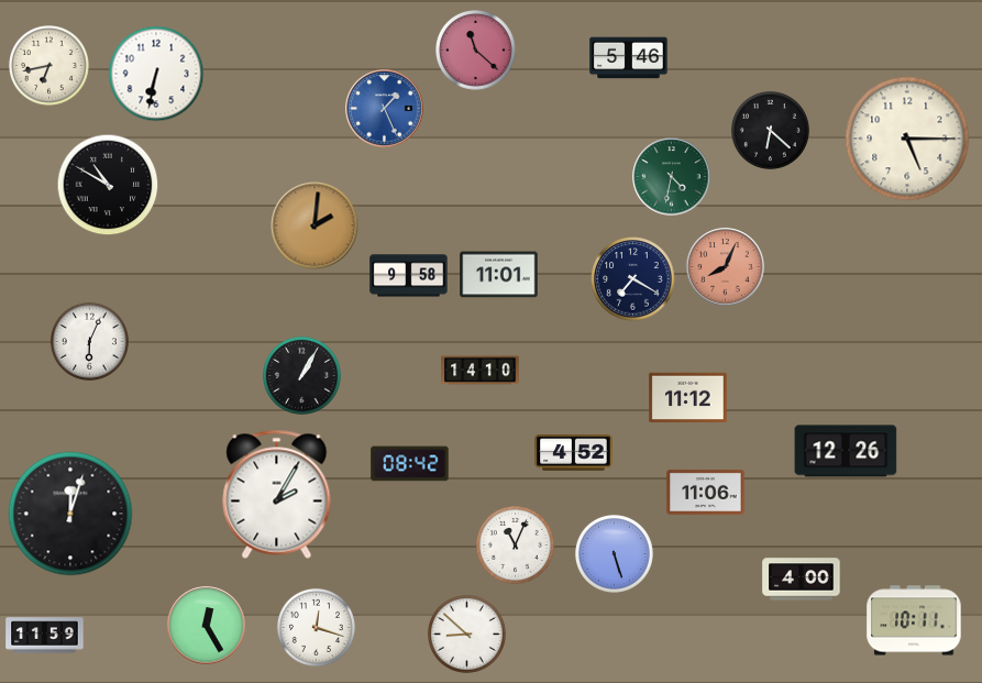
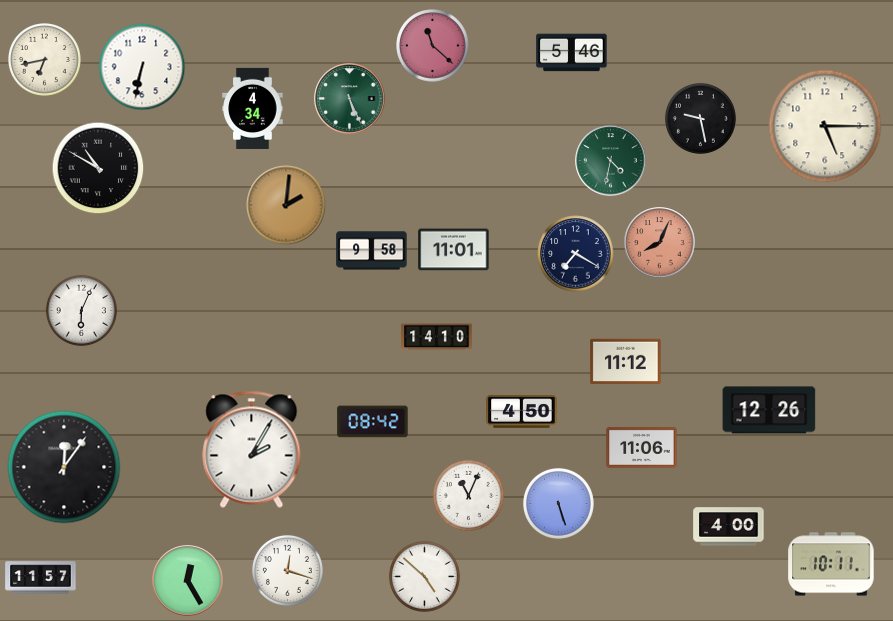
clock at (385, 109): 1:26 -> 5:26
clock at (385, 109) dial: blue -> green
clock at (253, 108): none -> 4:34
clock at (770, 130): 6:22 -> 9:28
clock at (301, 375): 1:05 -> none
clock at (574, 453): 4:52 -> 4:50
clock at (70, 514): 12:03 -> 12:06
clock at (207, 626) position: (207, 626) -> (188, 581)
clock at (466, 634): 8:52 -> 4:52
clock at (45, 636): 11:59 -> 11:57
